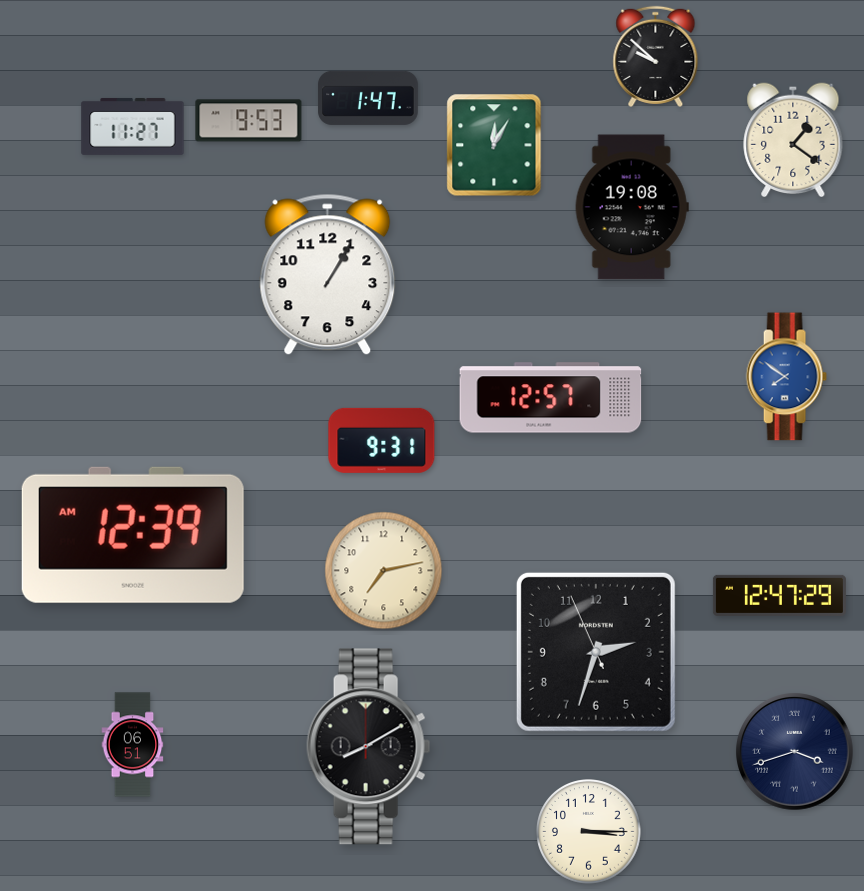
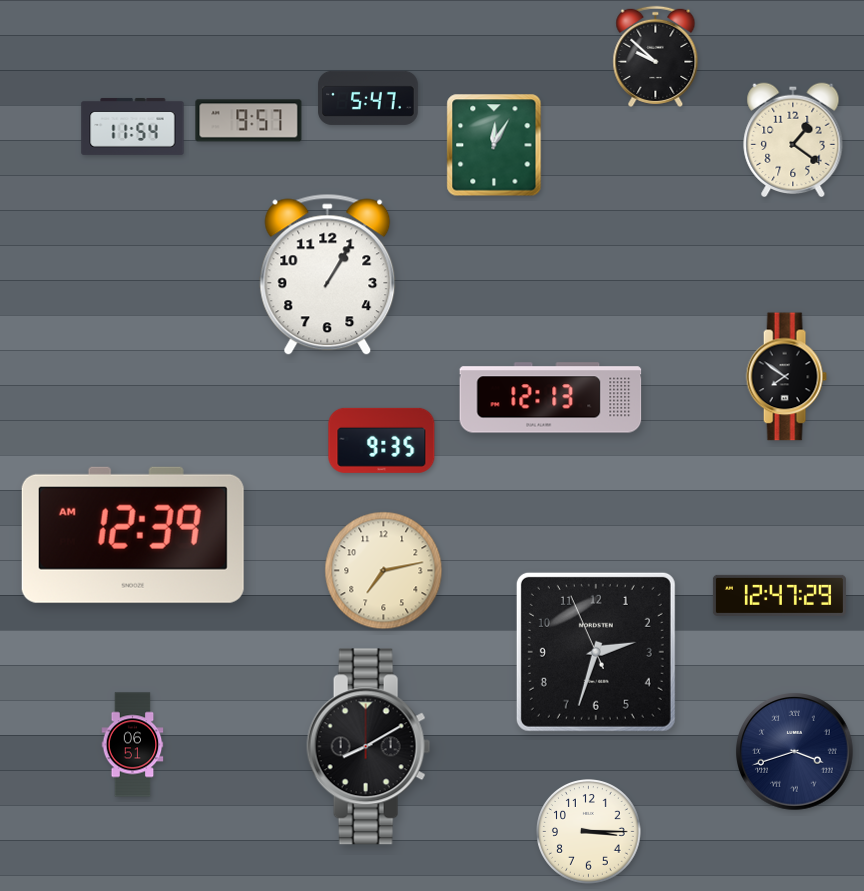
clock at (368, 98): 1:47 -> 5:47
clock at (249, 121): 9:53 -> 9:57
clock at (133, 126): 11:27 -> 11:54
clock at (632, 207): 19:08 -> none
clock at (786, 377) dial: blue -> black
clock at (551, 398): 12:57 -> 12:13
clock at (382, 440): 9:31 -> 9:35
